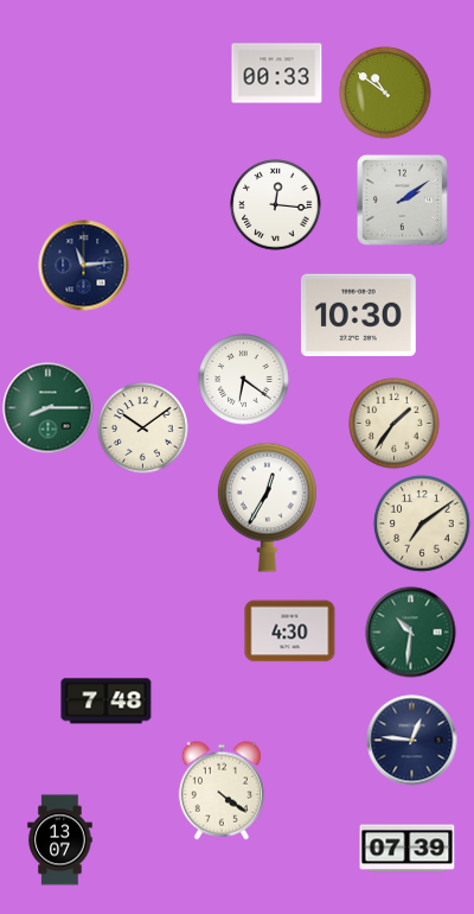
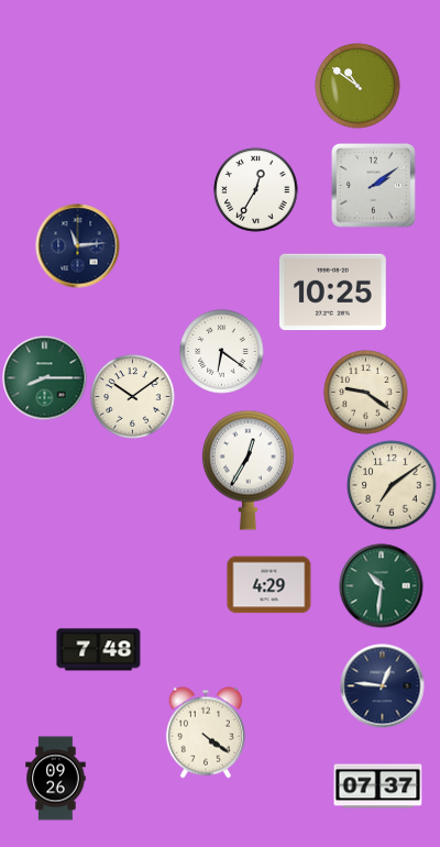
clock at (277, 74): 00:33 -> none
clock at (276, 205): 12:16 -> 12:35
clock at (358, 316): 10:30 -> 10:25
clock at (244, 380) position: (244, 380) -> (222, 352)
clock at (395, 424): 1:36 -> 9:21
clock at (290, 631): 4:30 -> 4:29
clock at (60, 840): 13:07 -> 09:26
clock at (408, 849): 07:39 -> 07:37
